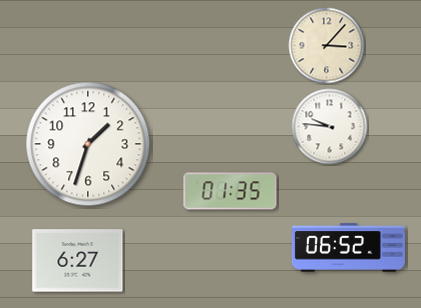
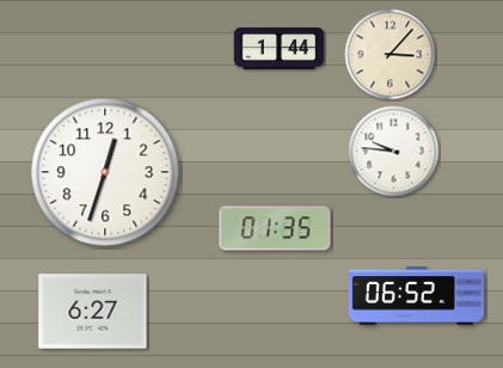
clock at (280, 48): none -> 1:44
clock at (88, 144): 1:33 -> 12:33
